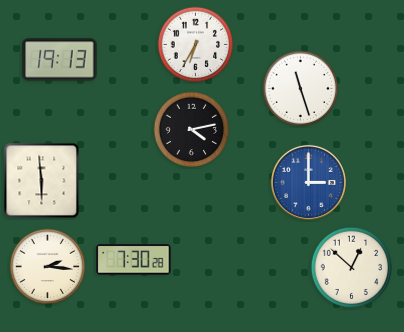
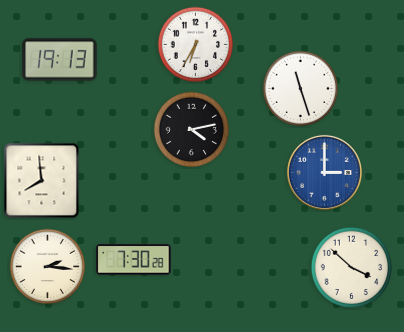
clock at (42, 181): 5:59 -> 7:59
clock at (308, 182) position: (308, 182) -> (324, 172)
clock at (352, 268): 12:52 -> 3:52
